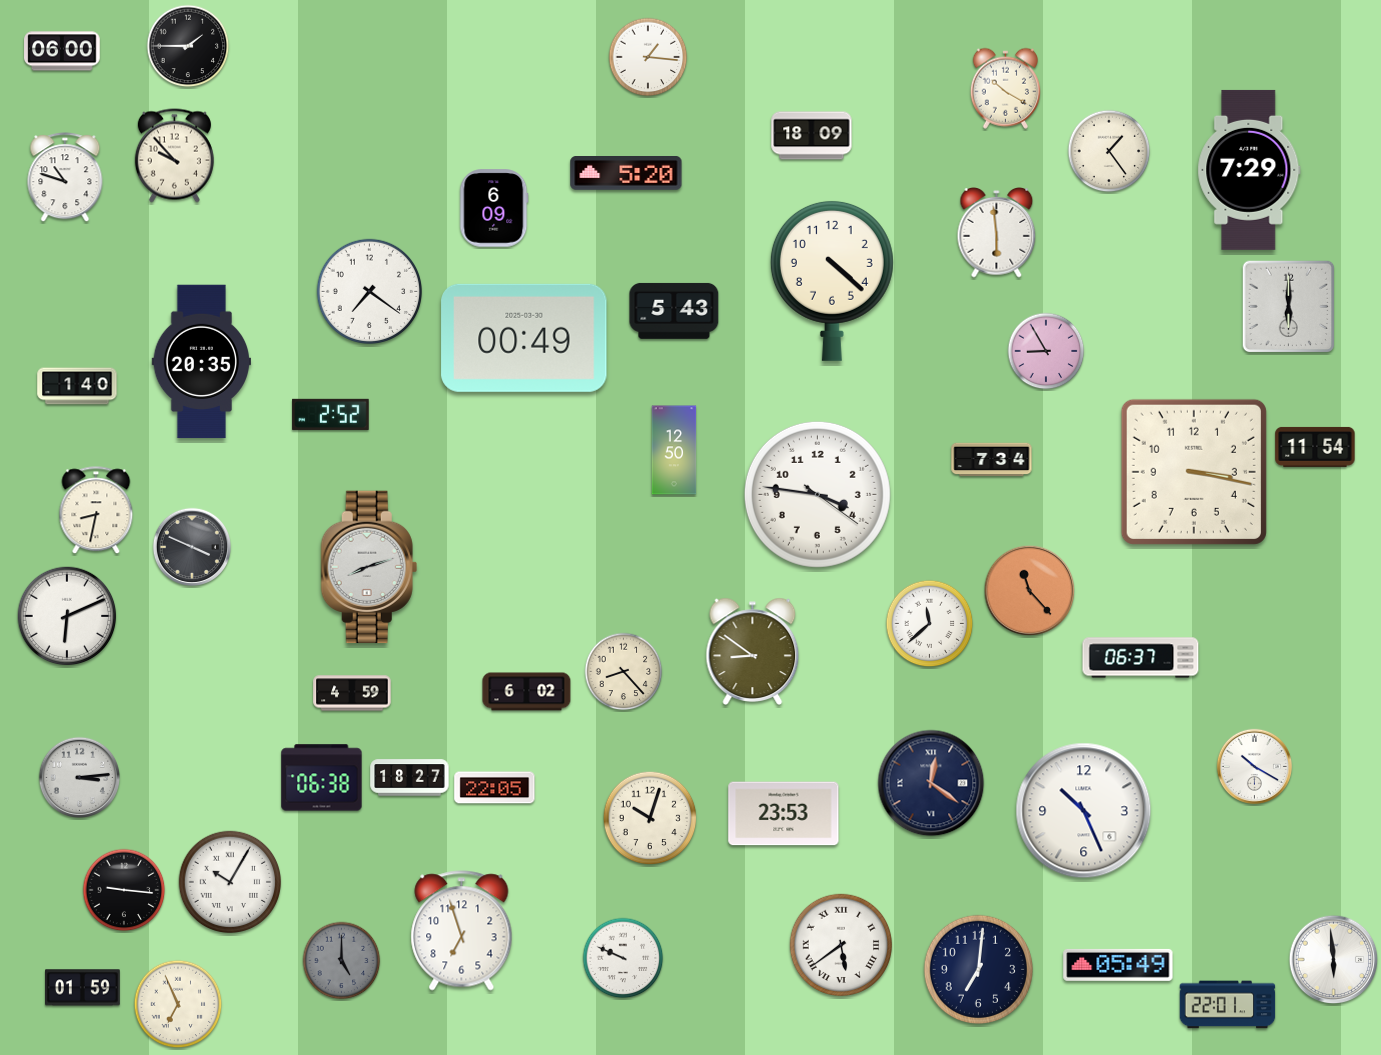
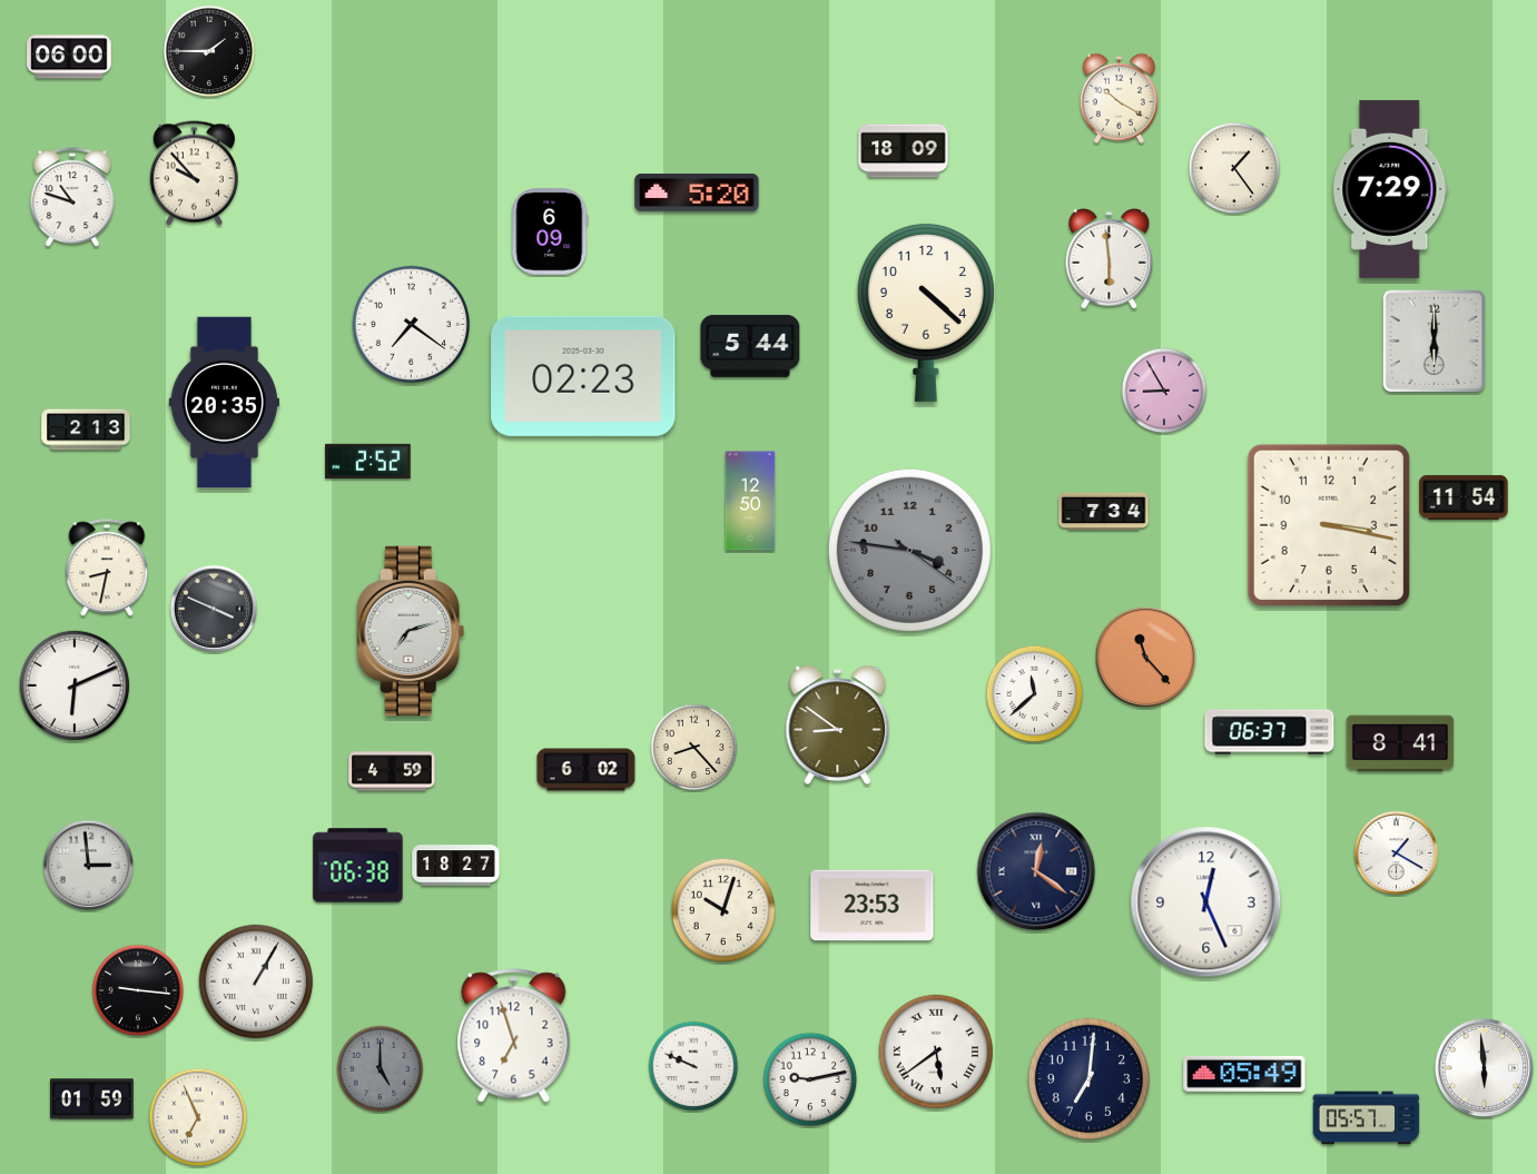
clock at (648, 57): 1:16 -> none
clock at (674, 311): 5:43 -> 5:44
clock at (524, 338): 00:49 -> 02:23
clock at (77, 386): 1:40 -> 2:13
clock at (817, 494) dial: white -> grey
clock at (369, 567): 8:12 -> 7:12
clock at (1400, 743): none -> 8:41
clock at (1254, 766): 10:20 -> 1:20
clock at (80, 778): 3:14 -> 2:59
clock at (495, 788): 22:05 -> none
clock at (1084, 811): 10:26 -> 12:26
clock at (230, 882): 10:05 -> 1:05
clock at (810, 1079): none -> 9:13
clock at (1228, 1005): 22:01 -> 05:57
